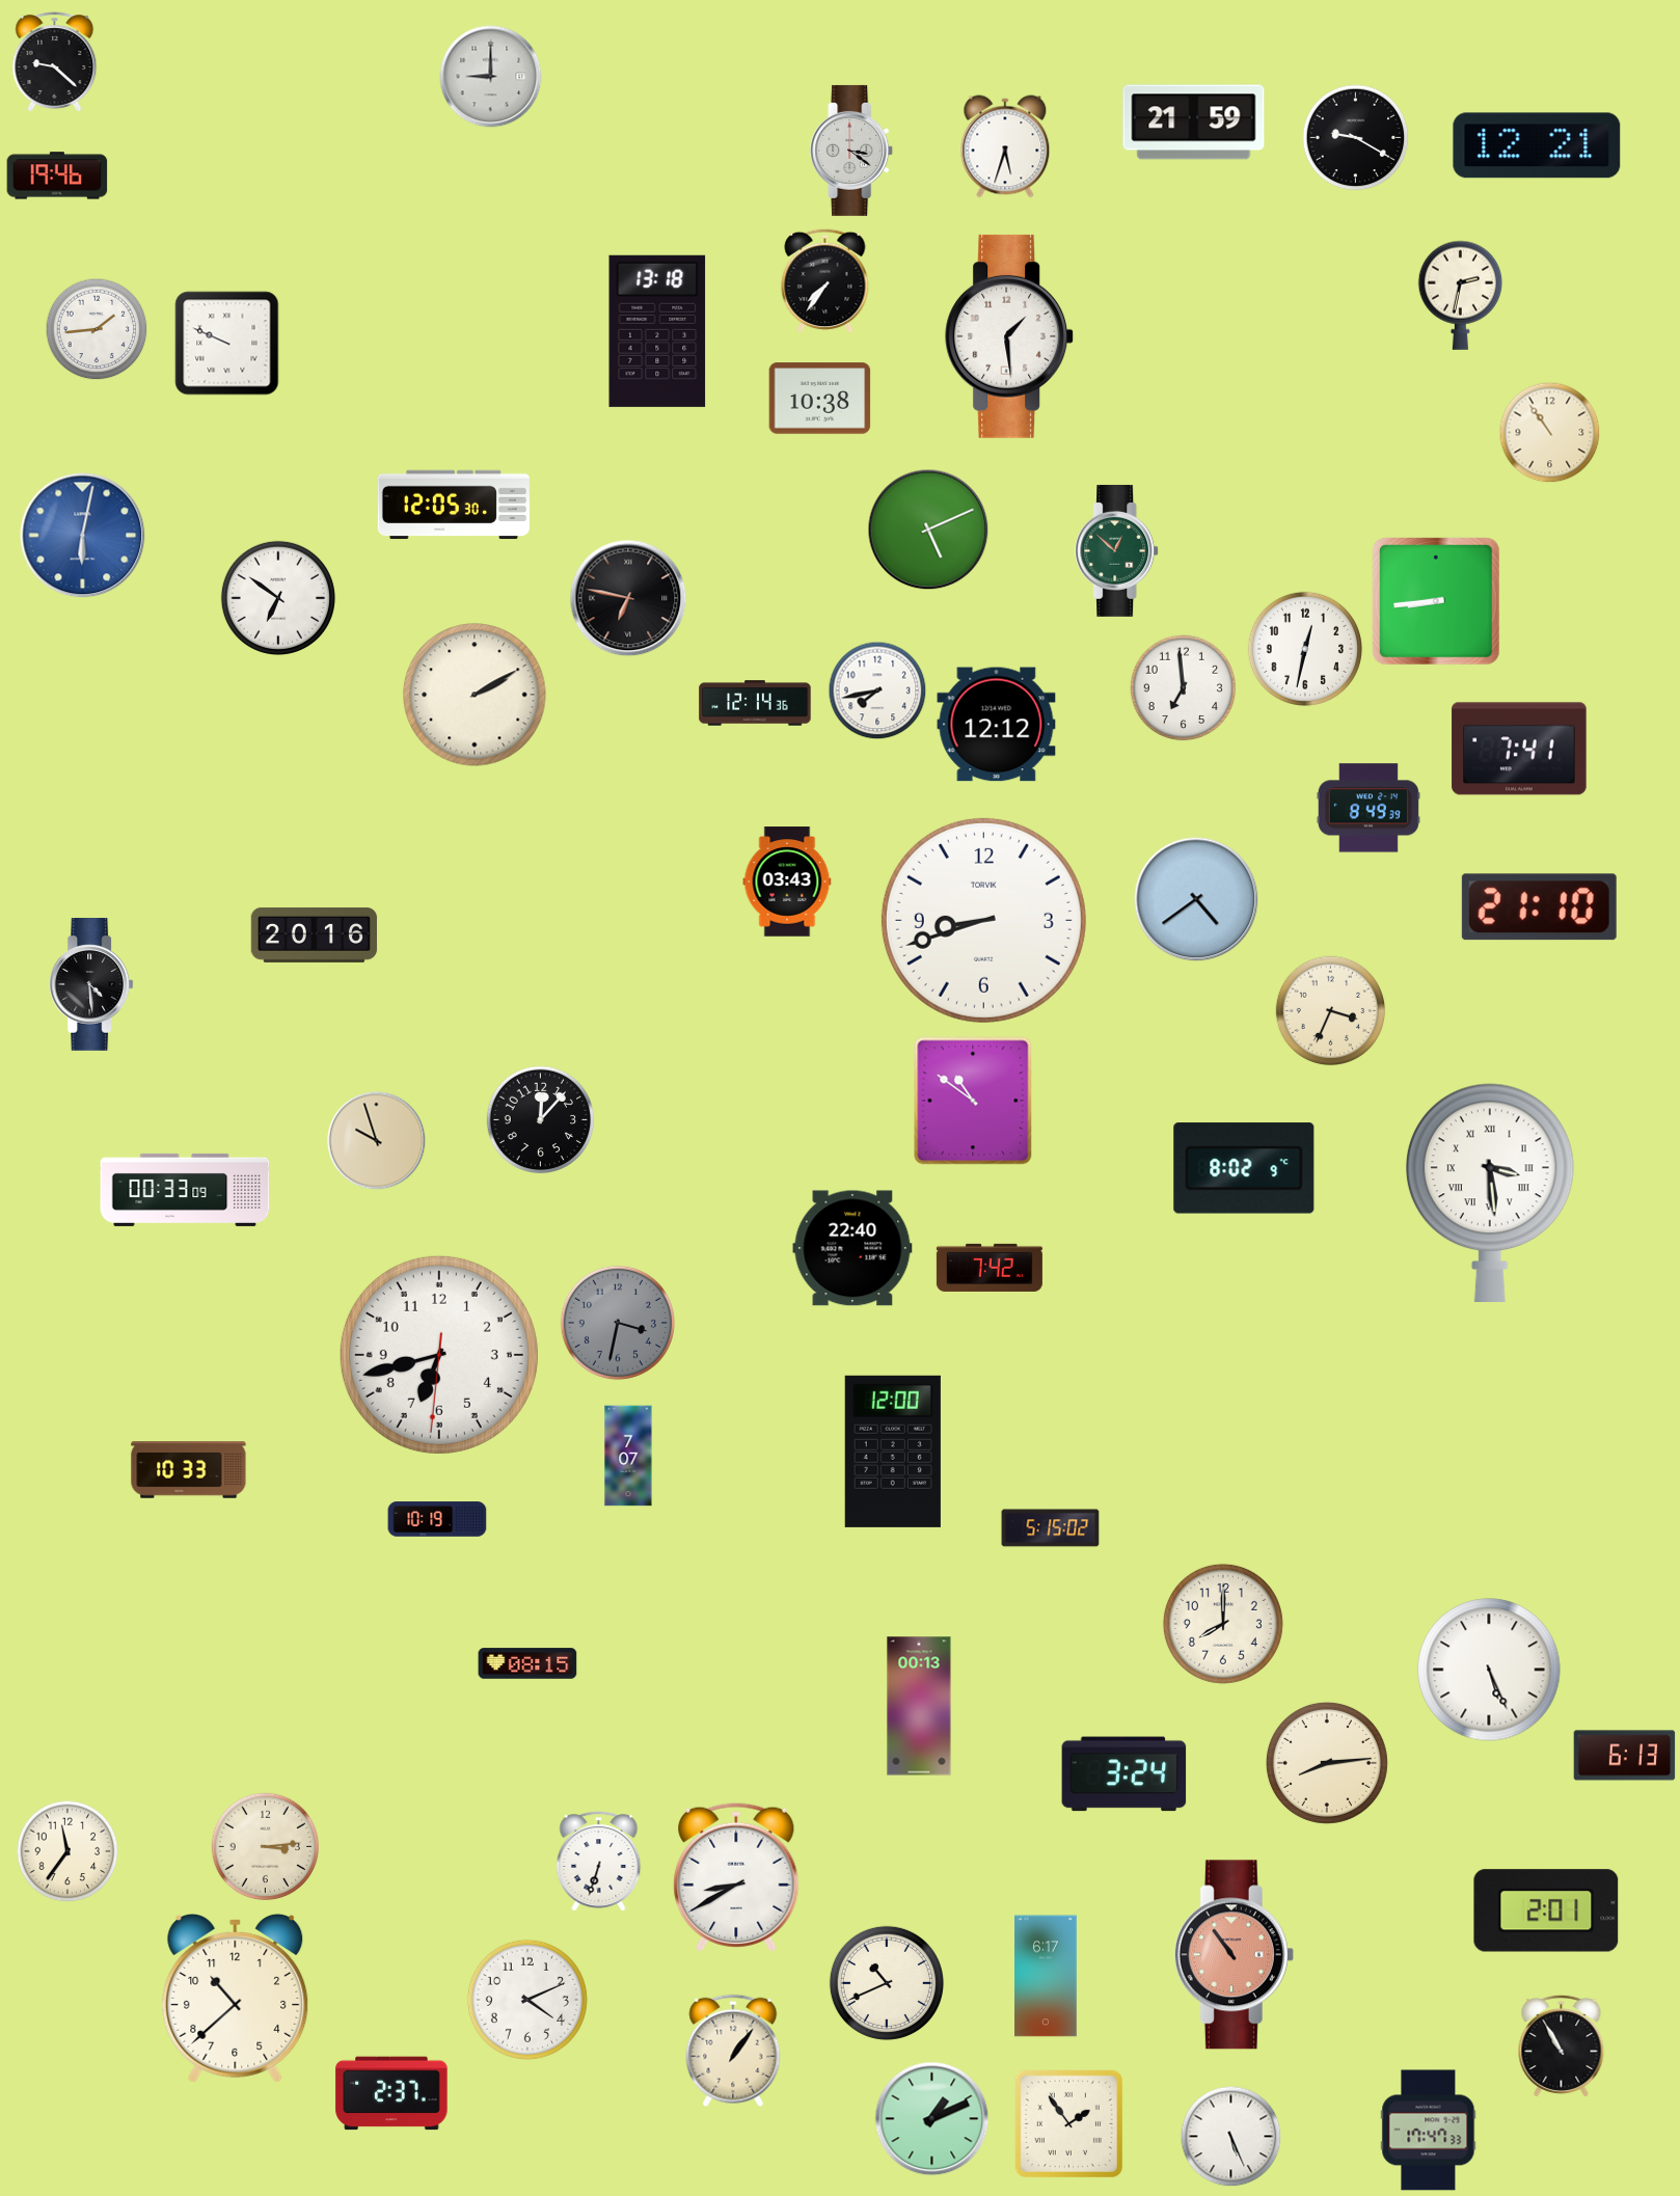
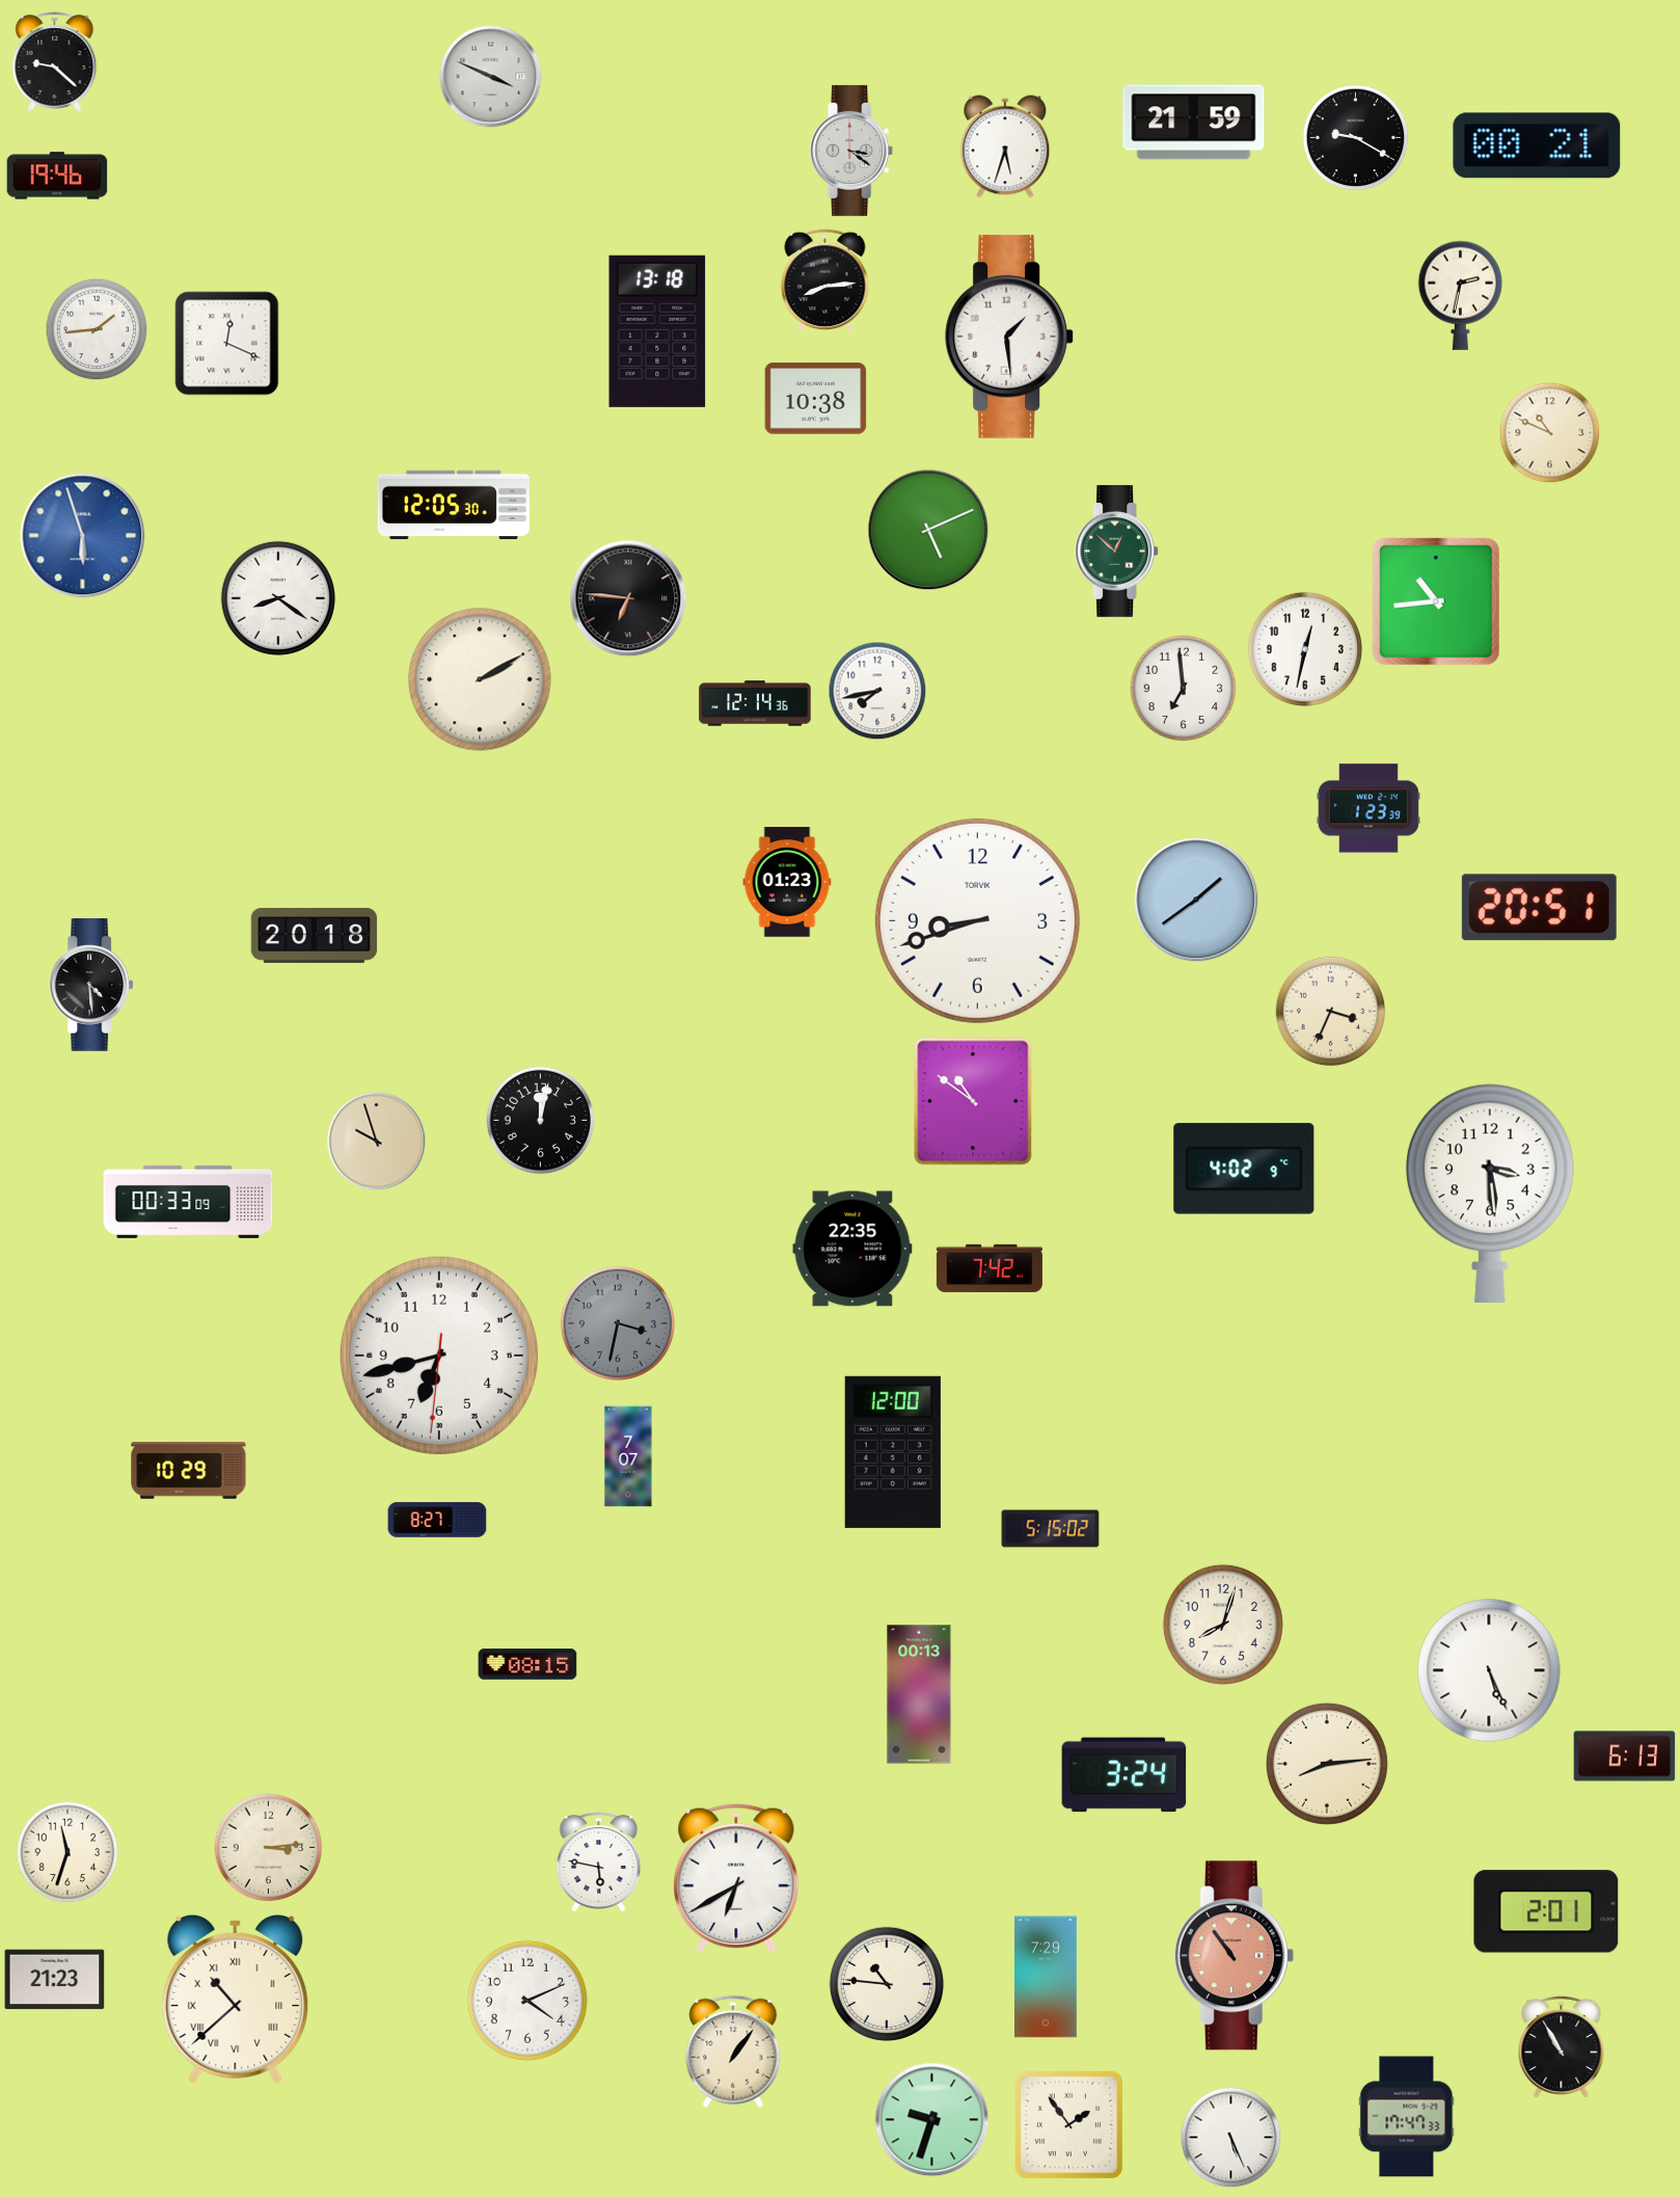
clock at (491, 77): 9:00 -> 3:49
clock at (1537, 145): 12:21 -> 00:21
clock at (825, 280): 7:36 -> 8:14
clock at (227, 344): 9:49 -> 12:19
clock at (820, 399) position: (820, 399) -> (816, 399)
clock at (1550, 433): 10:54 -> 10:49
clock at (83, 536): 6:02 -> 5:57
clock at (278, 598): 6:51 -> 8:21
clock at (628, 598): 6:47 -> 6:46
clock at (1437, 602): 8:44 -> 10:44
clock at (475, 695) position: (475, 695) -> (480, 679)
clock at (997, 725): 12:12 -> none
clock at (1519, 749): 7:41 -> none
clock at (1369, 808): 8:49 -> 1:23
clock at (787, 882): 03:43 -> 01:23
clock at (1196, 899): 4:39 -> 1:39
clock at (1539, 907): 21:10 -> 20:51
clock at (983, 920) position: (983, 920) -> (977, 920)
clock at (315, 934): 20:16 -> 20:18
clock at (541, 1120): 12:07 -> 12:02
clock at (1244, 1168): 8:02 -> 4:02
clock at (185, 1190) position: (185, 1190) -> (188, 1202)
clock at (1490, 1192) numerals: Roman -> Arabic
clock at (852, 1248): 22:40 -> 22:35
clock at (189, 1470): 10:33 -> 10:29
clock at (437, 1519): 10:19 -> 8:27
clock at (1223, 1624): 8:00 -> 8:03
clock at (919, 1706) position: (919, 1706) -> (919, 1694)
clock at (266, 1847) position: (266, 1847) -> (269, 1848)
clock at (67, 1851): 11:36 -> 11:33
clock at (599, 1862): 6:33 -> 5:47
clock at (736, 1877): 8:40 -> 6:40
clock at (1046, 1976): 6:17 -> 7:29
clock at (55, 1980): none -> 21:23
clock at (887, 1983): 10:41 -> 10:46
clock at (236, 1998) numerals: Arabic -> Roman
clock at (391, 2093): 2:37 -> none
clock at (932, 2119): 1:11 -> 9:33
clock at (1429, 2131) position: (1429, 2131) -> (1407, 2117)
